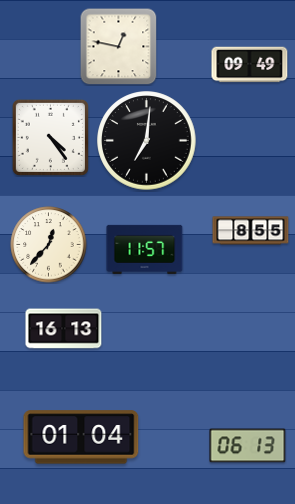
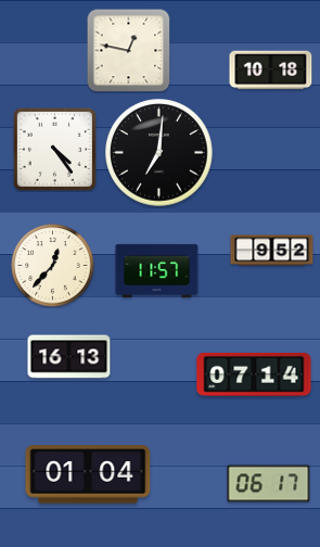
clock at (250, 65): 09:49 -> 10:18
clock at (251, 231): 8:55 -> 9:52
clock at (254, 376): none -> 07:14
clock at (248, 446): 06:13 -> 06:17
